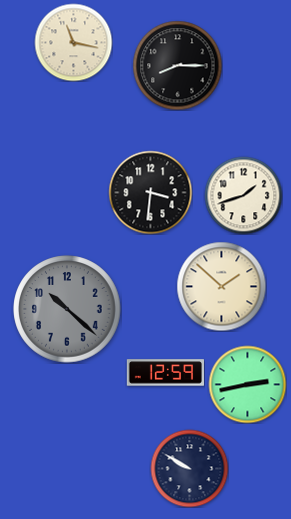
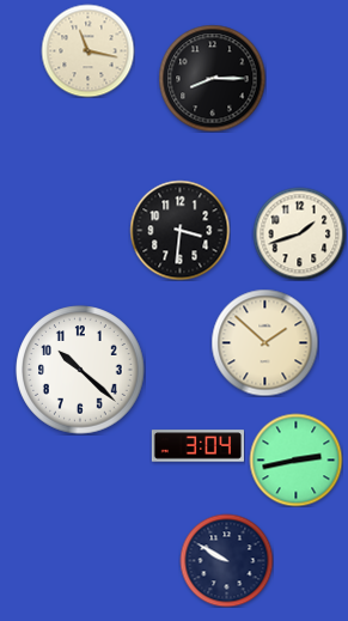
clock at (243, 195) position: (243, 195) -> (299, 233)
clock at (67, 309) dial: grey -> white
clock at (165, 373): 12:59 -> 3:04
